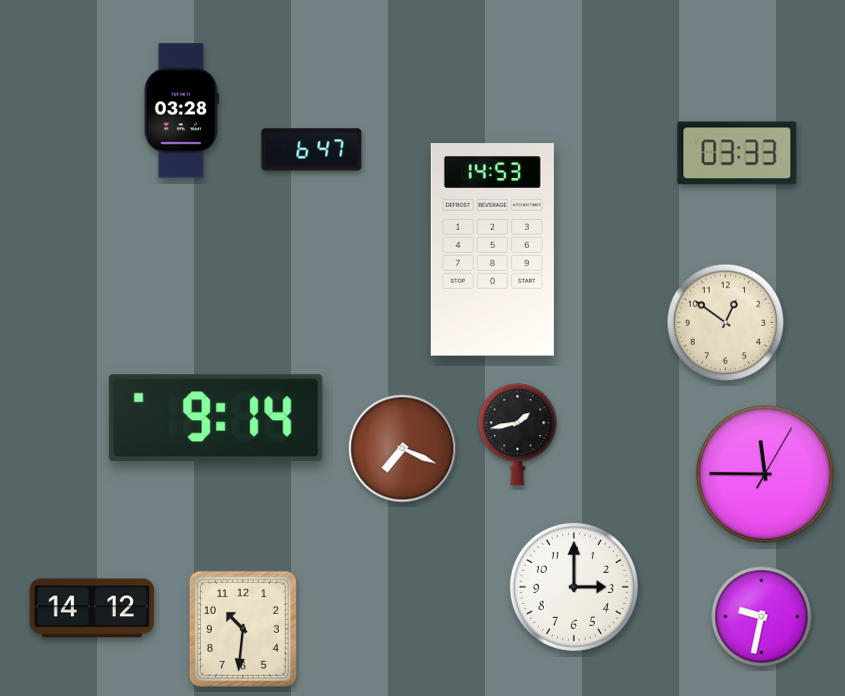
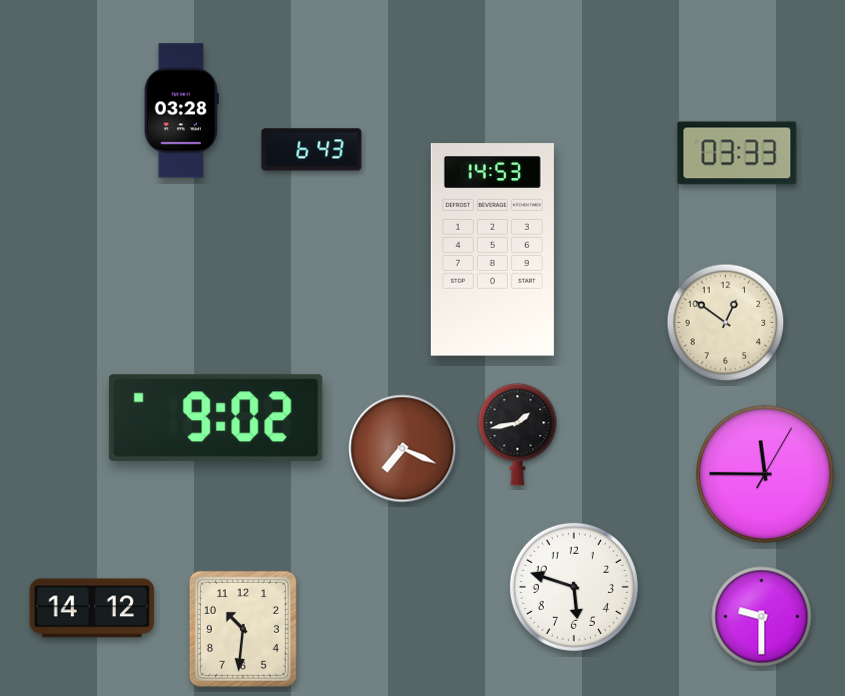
clock at (312, 150): 6:47 -> 6:43
clock at (216, 417): 9:14 -> 9:02
clock at (574, 587): 3:00 -> 5:48
clock at (762, 617): 9:32 -> 9:30
